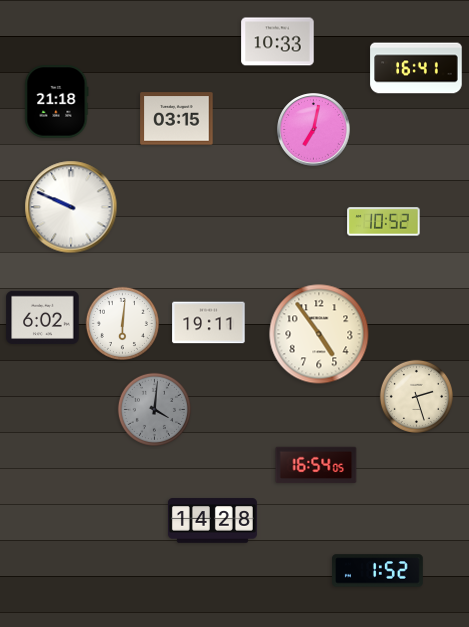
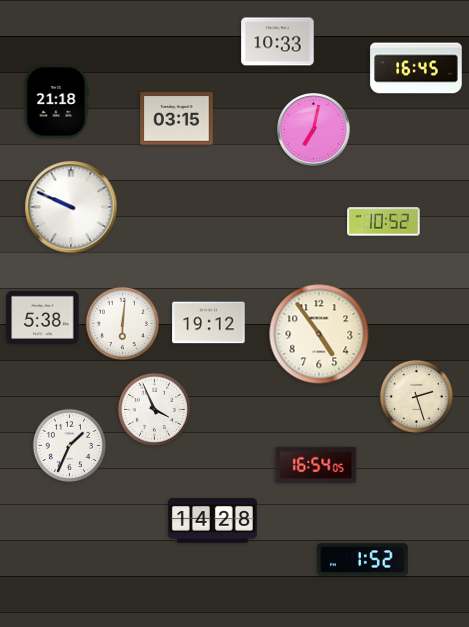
clock at (416, 68): 16:41 -> 16:45
clock at (43, 317): 6:02 -> 5:38
clock at (209, 323): 19:11 -> 19:12
clock at (154, 409): 4:01 -> 3:56
clock at (154, 409) dial: grey -> white
clock at (69, 445): none -> 1:34
clock at (378, 571) position: (378, 571) -> (363, 560)
